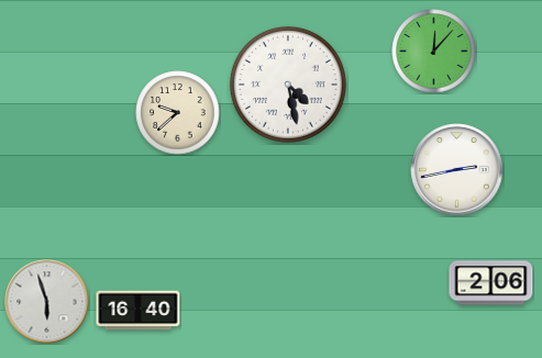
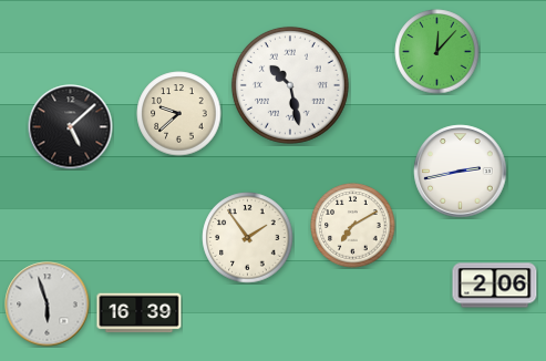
clock at (288, 85): 4:28 -> 10:28
clock at (71, 127): none -> 5:08
clock at (353, 226): none -> 7:10
clock at (248, 238): none -> 1:54
clock at (139, 311): 16:40 -> 16:39
